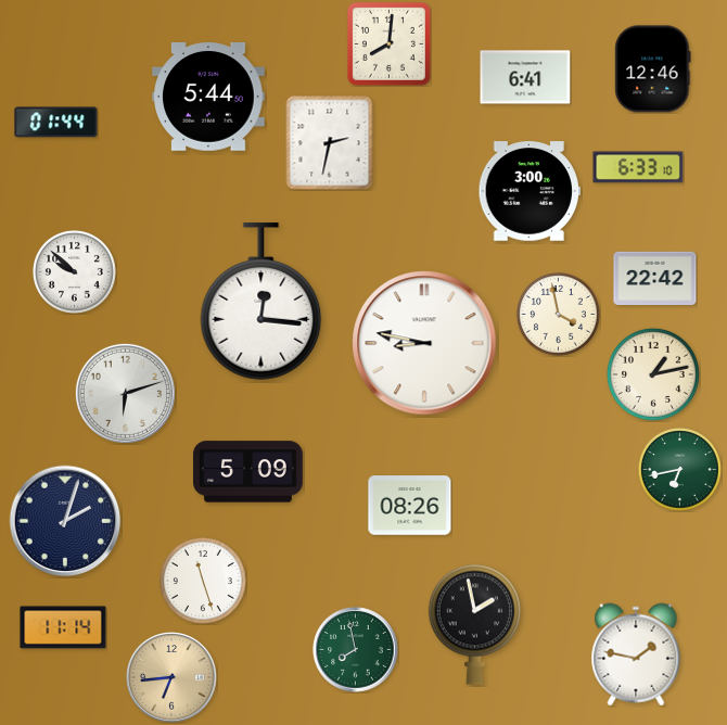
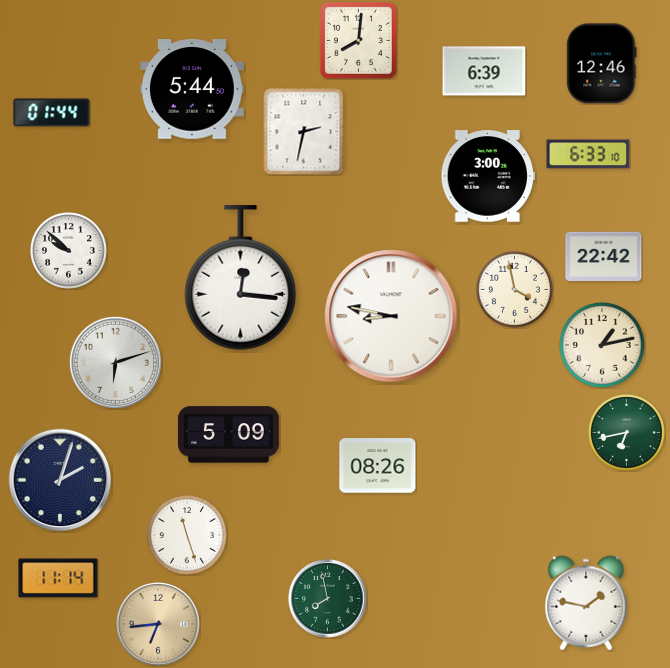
clock at (525, 77): 6:41 -> 6:39
clock at (474, 624): 1:58 -> none
